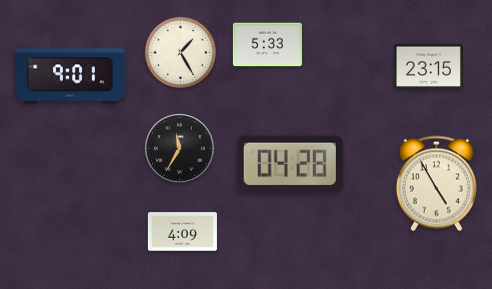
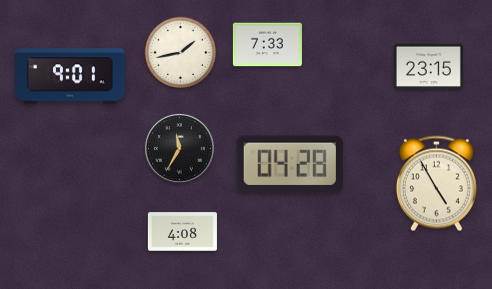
clock at (267, 45): 5:33 -> 7:33
clock at (180, 52): 1:25 -> 1:43
clock at (182, 232): 4:09 -> 4:08
